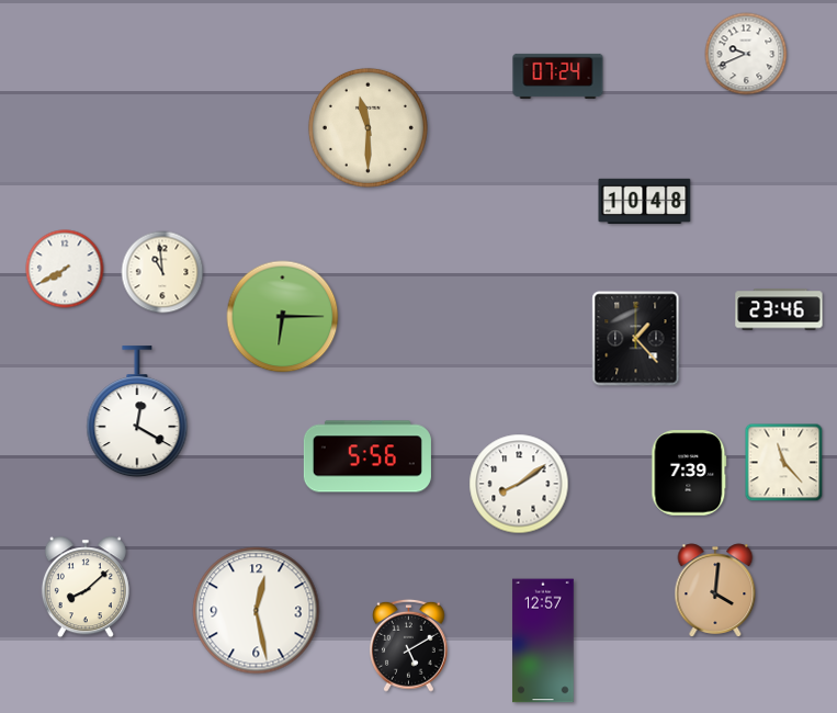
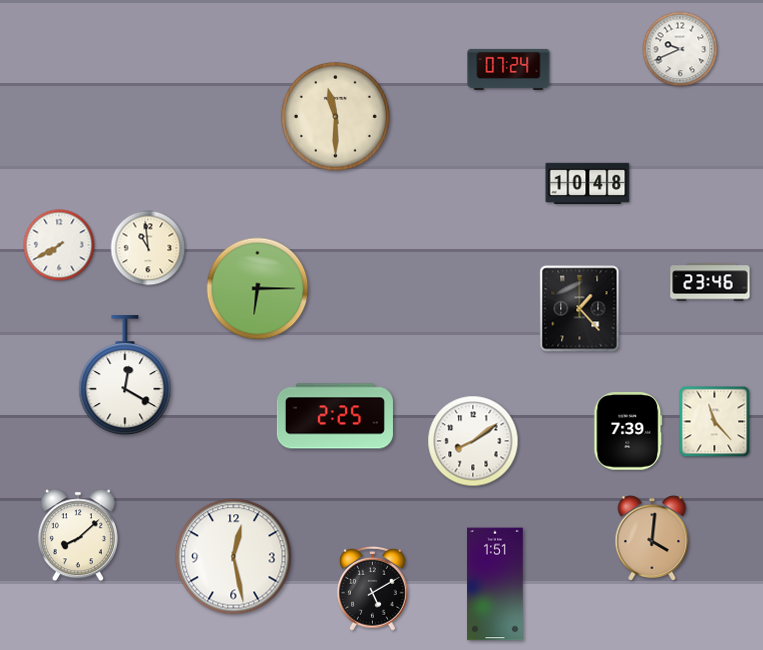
clock at (367, 456): 5:56 -> 2:25
clock at (543, 641): 12:57 -> 1:51
